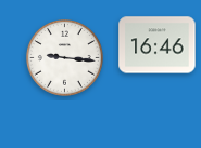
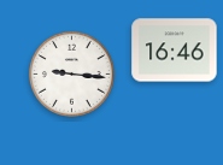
clock at (64, 57) position: (64, 57) -> (71, 73)
